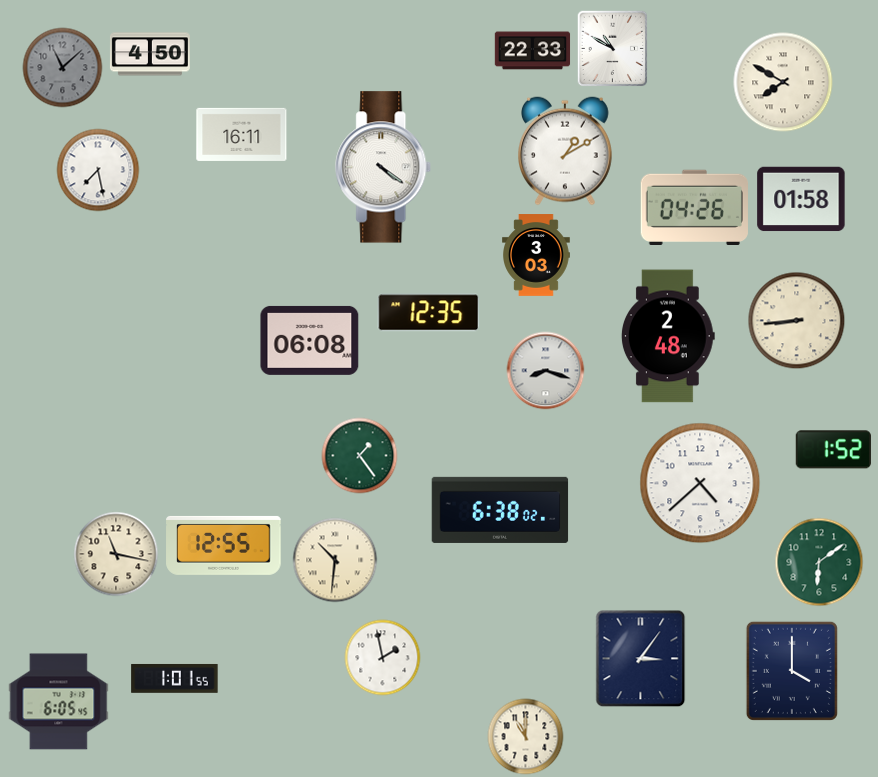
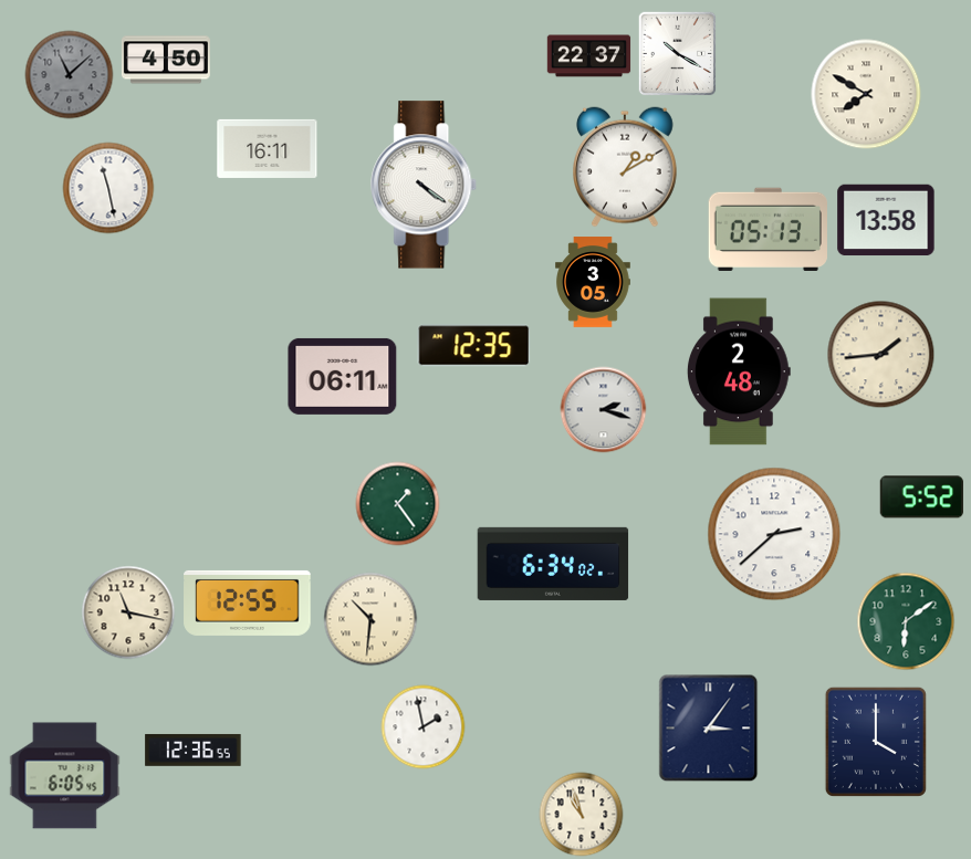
clock at (613, 49): 10:50 -> 10:20
clock at (533, 51): 22:33 -> 22:37
clock at (783, 82) position: (783, 82) -> (866, 94)
clock at (98, 170): 7:28 -> 11:28
clock at (801, 199): 01:58 -> 13:58
clock at (694, 207): 04:26 -> 05:13
clock at (537, 255): 3:03 -> 3:05
clock at (797, 321): 8:44 -> 1:44
clock at (310, 340): 06:08 -> 06:11
clock at (546, 371): 8:18 -> 2:18
clock at (833, 450): 1:52 -> 5:52
clock at (700, 483): 4:38 -> 2:38
clock at (500, 510): 6:38 -> 6:34
clock at (175, 678): 1:01 -> 12:36
clock at (526, 737): 11:00 -> 10:57
